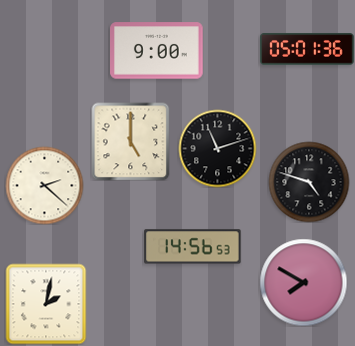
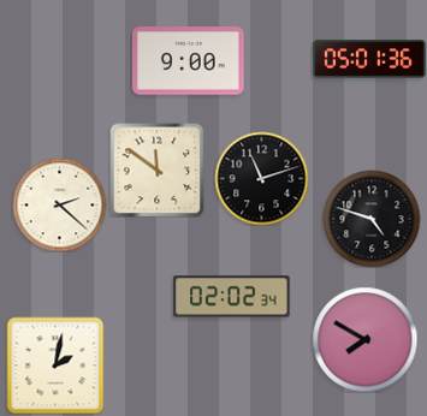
clock at (130, 141): 5:00 -> 11:51
clock at (44, 185) position: (44, 185) -> (59, 204)
clock at (193, 247): 14:56 -> 02:02
